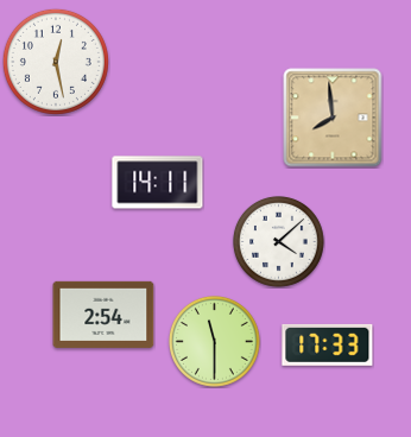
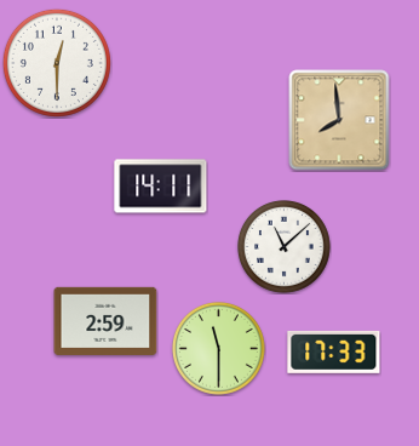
clock at (56, 62): 12:28 -> 12:30
clock at (279, 242): 4:08 -> 11:08
clock at (103, 315): 2:54 -> 2:59
